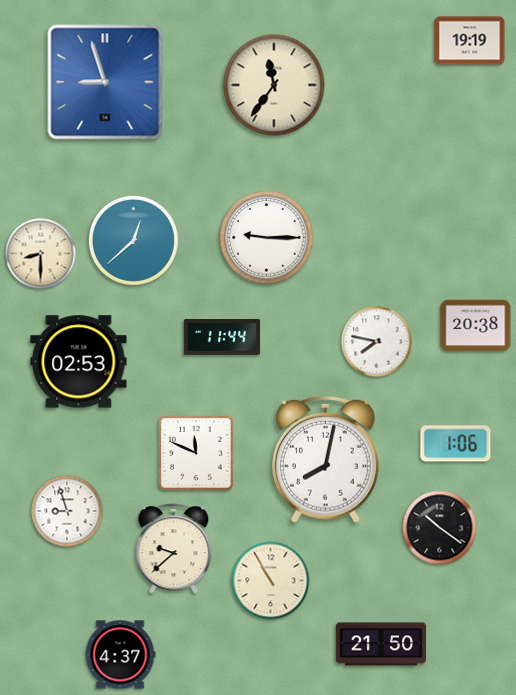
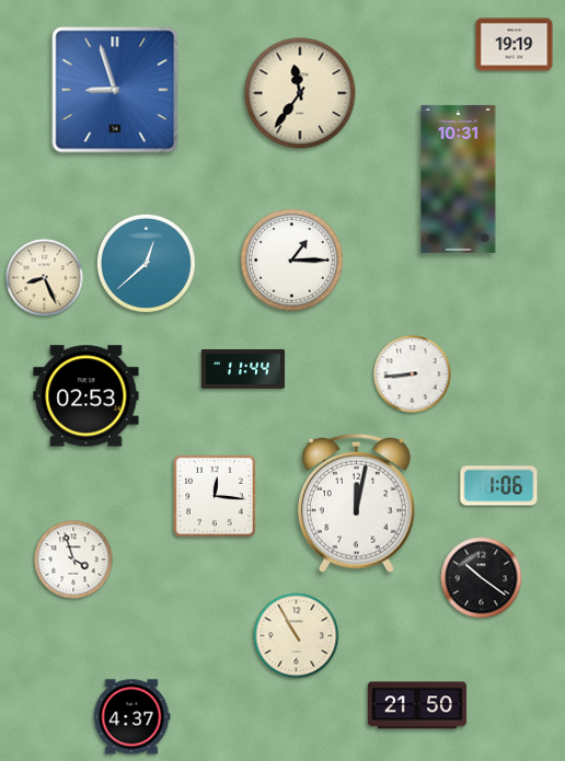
clock at (459, 178): none -> 10:31
clock at (267, 238): 9:15 -> 1:15
clock at (41, 254): 8:30 -> 8:26
clock at (476, 326): 20:38 -> none
clock at (377, 342): 7:47 -> 8:44
clock at (196, 453): 11:49 -> 12:16
clock at (325, 459): 8:02 -> 12:02
clock at (67, 511): 8:57 -> 3:57
clock at (174, 549): 9:38 -> none
